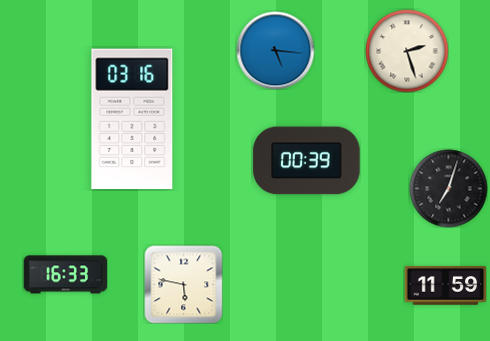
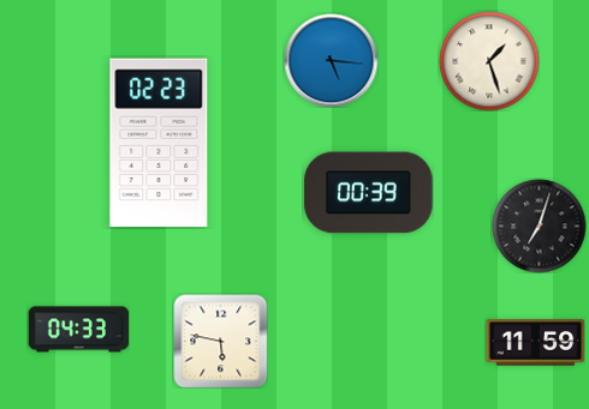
clock at (407, 51): 2:27 -> 1:27
clock at (132, 119): 03:16 -> 02:23
clock at (65, 275): 16:33 -> 04:33
